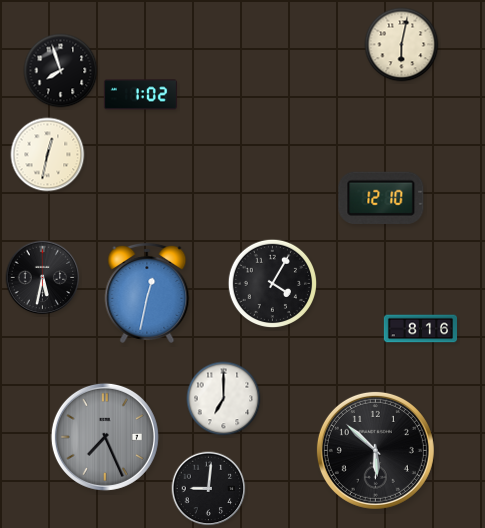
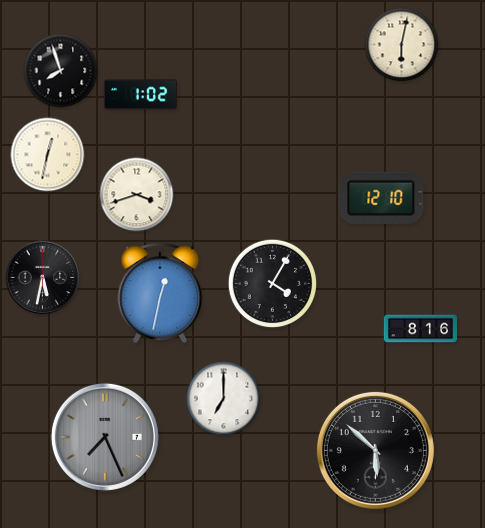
clock at (137, 195): none -> 3:42
clock at (147, 293) position: (147, 293) -> (160, 293)
clock at (209, 489): 9:01 -> none
